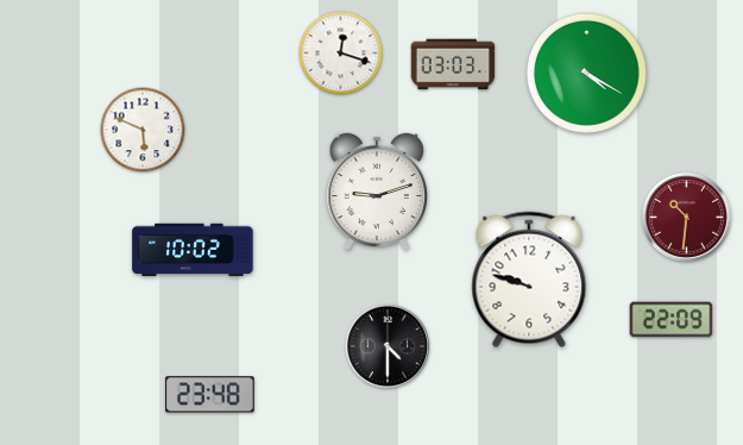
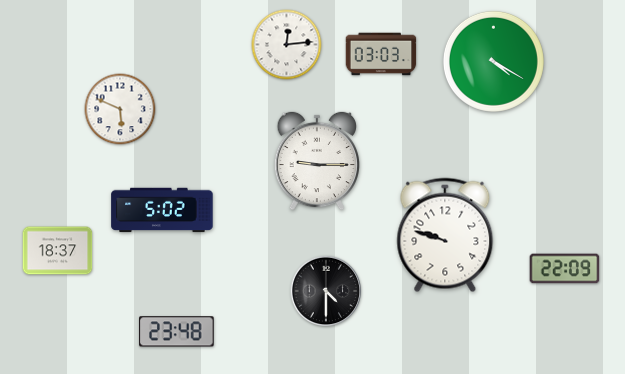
clock at (341, 54): 12:18 -> 12:14
clock at (377, 192): 9:12 -> 9:15
clock at (686, 217): 10:31 -> none
clock at (193, 250): 10:02 -> 5:02
clock at (58, 251): none -> 18:37
